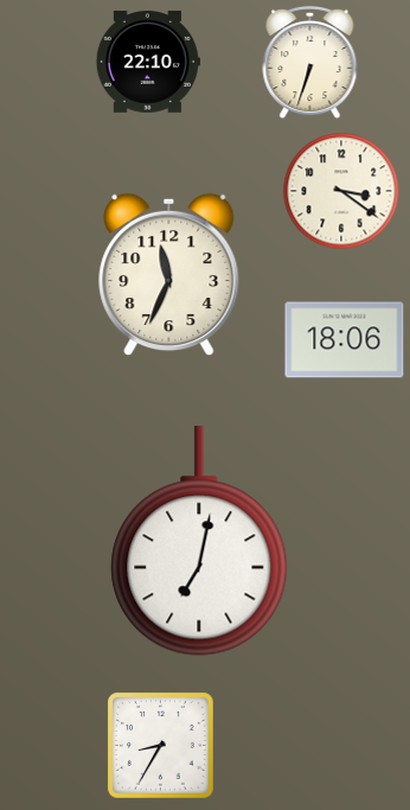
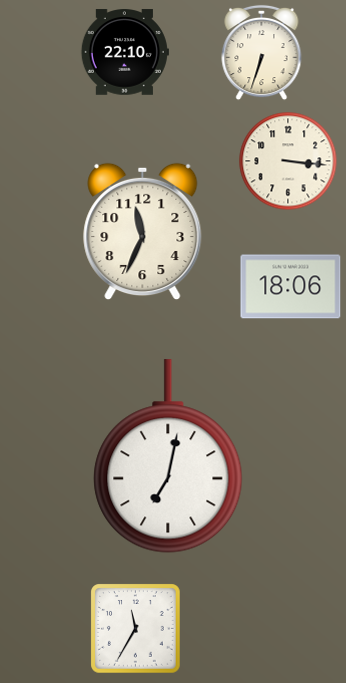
clock at (341, 191): 3:21 -> 3:16
clock at (161, 746): 8:35 -> 11:35
